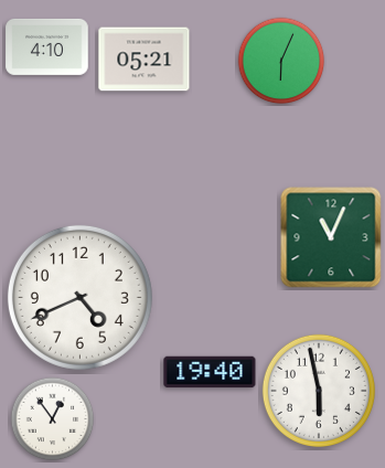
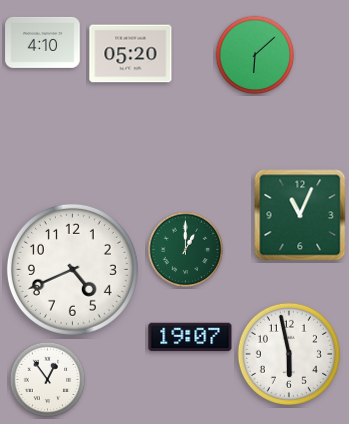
clock at (145, 60): 05:21 -> 05:20
clock at (281, 61): 6:04 -> 6:08
clock at (186, 250): none -> 1:00
clock at (210, 372): 19:40 -> 19:07
